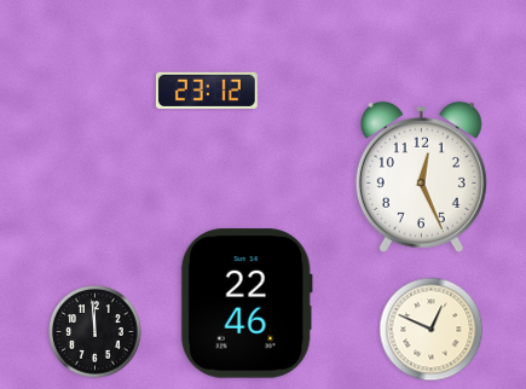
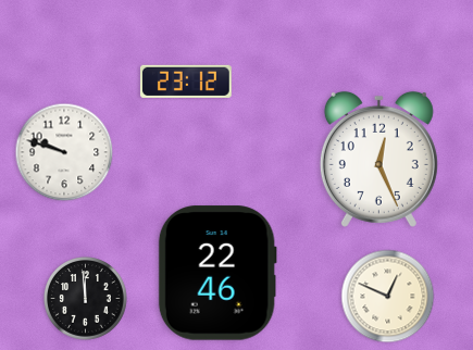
clock at (64, 152): none -> 9:48
clock at (247, 303) position: (247, 303) -> (217, 273)
